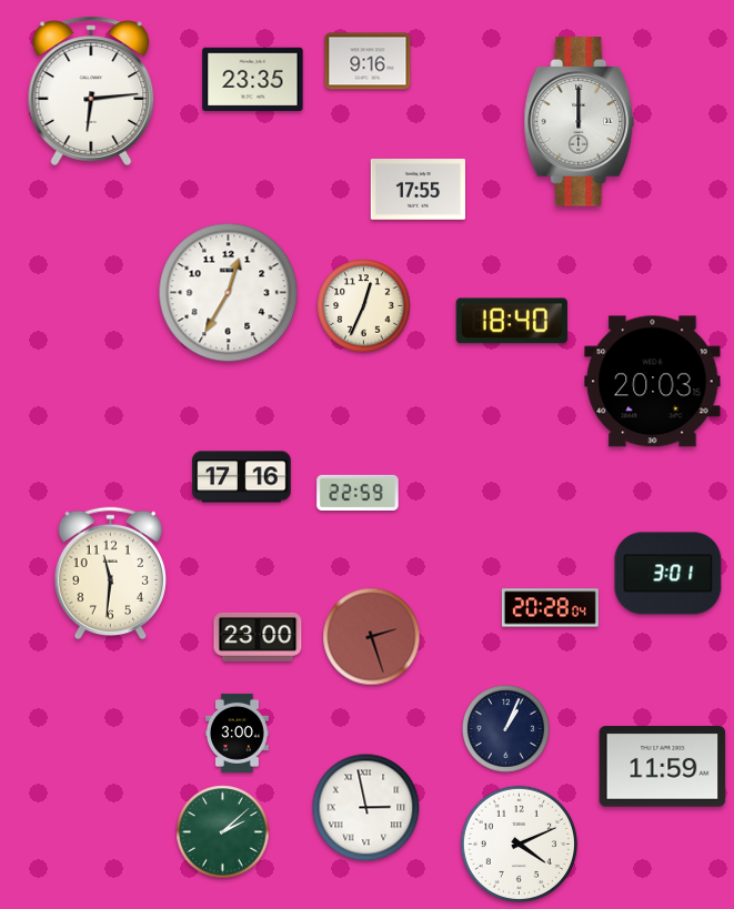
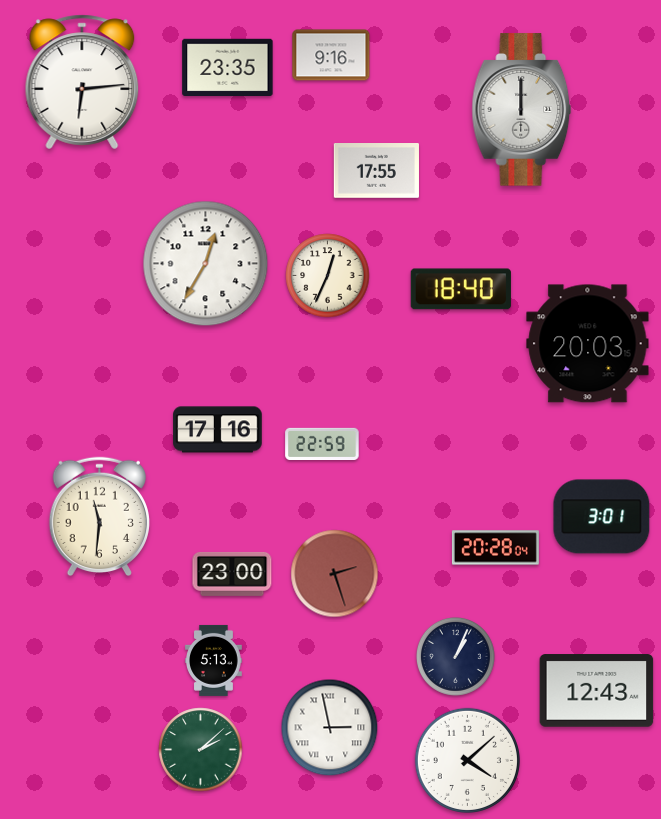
clock at (253, 80) position: (253, 80) -> (228, 68)
clock at (238, 733): 3:00 -> 5:13
clock at (663, 767): 11:59 -> 12:43
clock at (519, 844): 4:11 -> 4:08
